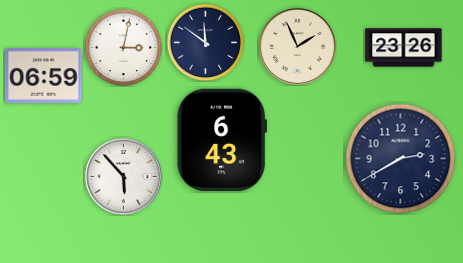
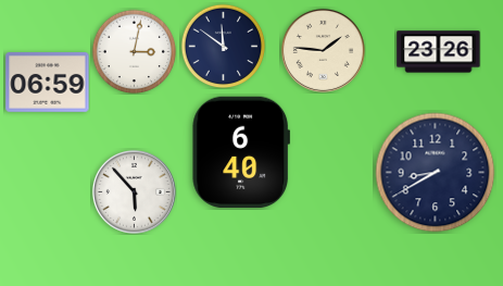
clock at (297, 46): 1:56 -> 1:46
clock at (221, 139): 6:43 -> 6:40
clock at (401, 159): 2:40 -> 8:40
